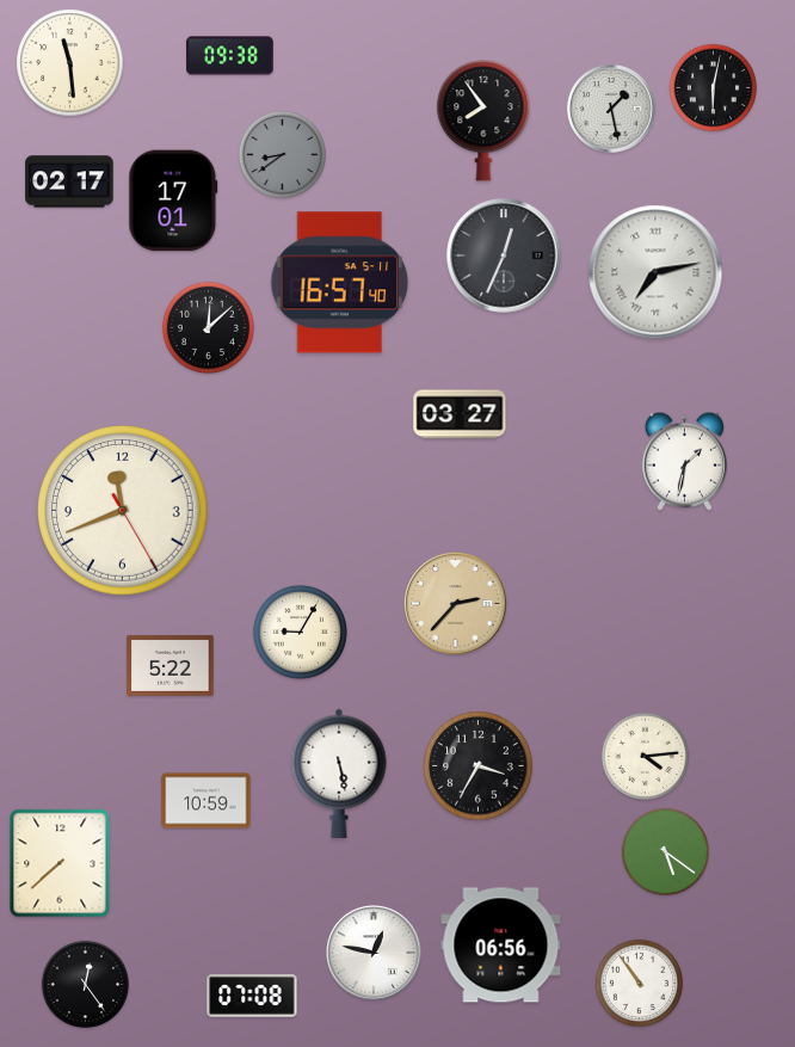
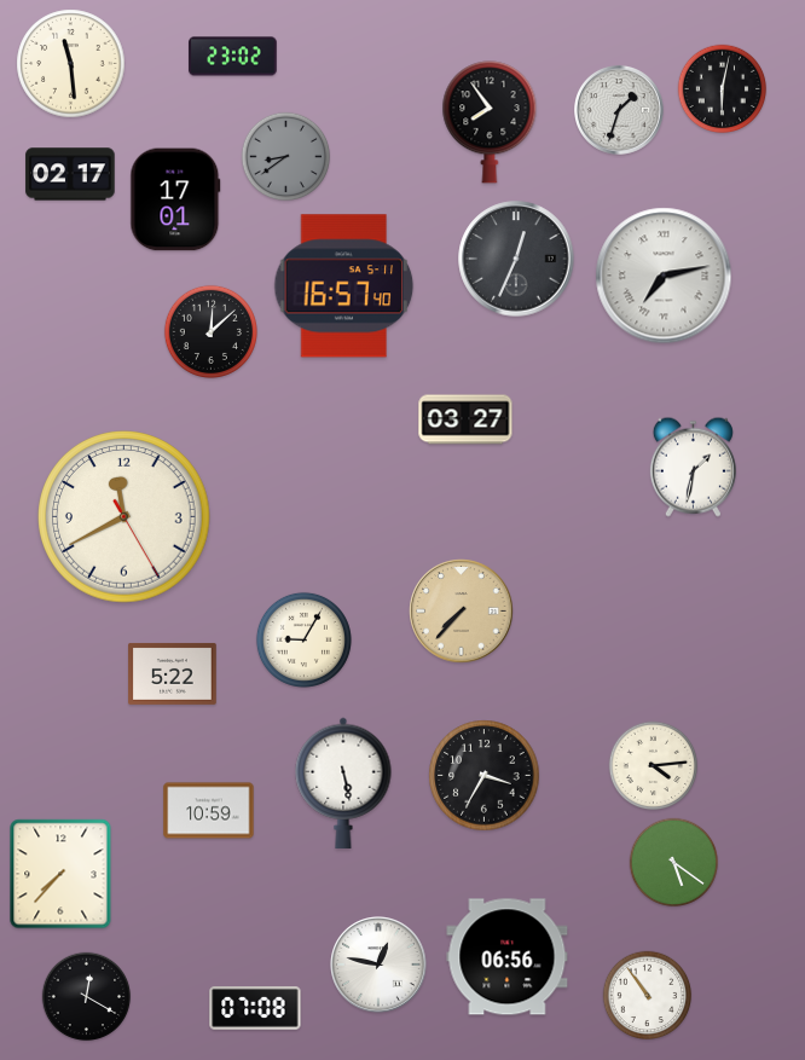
clock at (230, 56): 09:38 -> 23:02
clock at (612, 110): 1:28 -> 1:33
clock at (69, 181) position: (69, 181) -> (70, 174)
clock at (173, 201) position: (173, 201) -> (175, 199)
clock at (504, 255) position: (504, 255) -> (516, 259)
clock at (123, 511): 11:41 -> 11:40
clock at (456, 604): 2:37 -> 7:37
clock at (60, 863): 7:38 -> 7:37
clock at (86, 985): 12:24 -> 12:20
